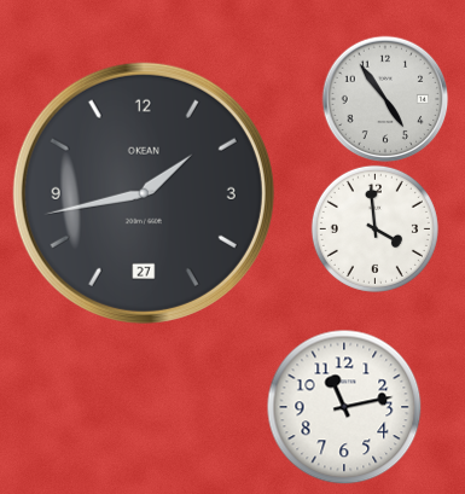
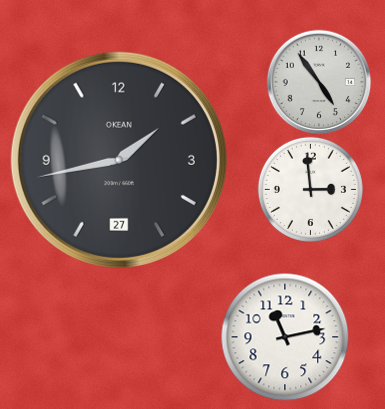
clock at (374, 228): 3:59 -> 2:59
